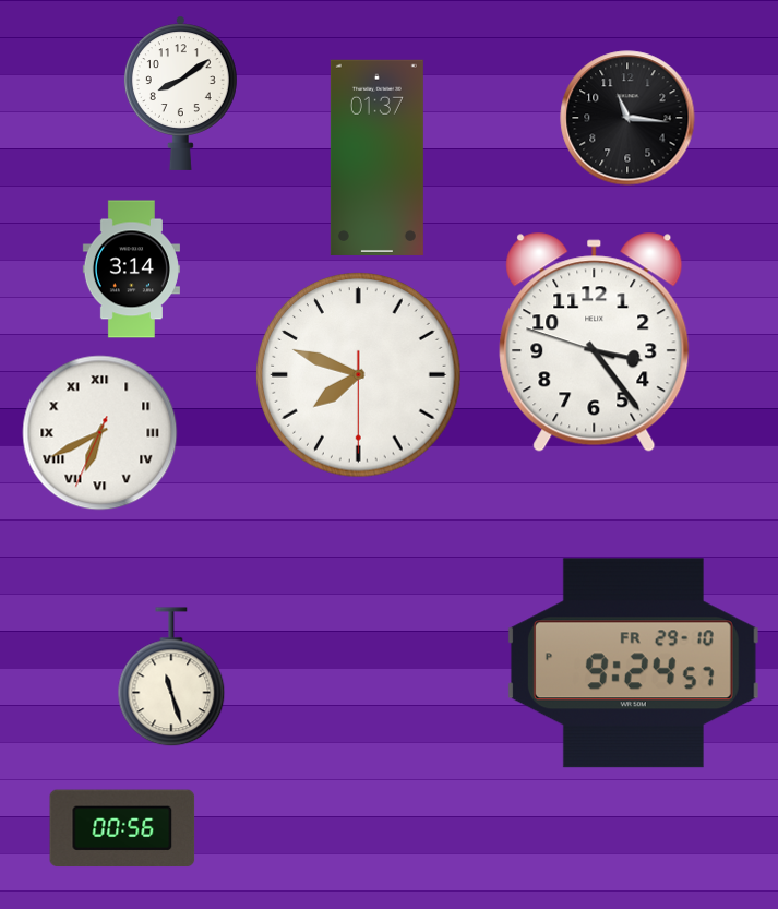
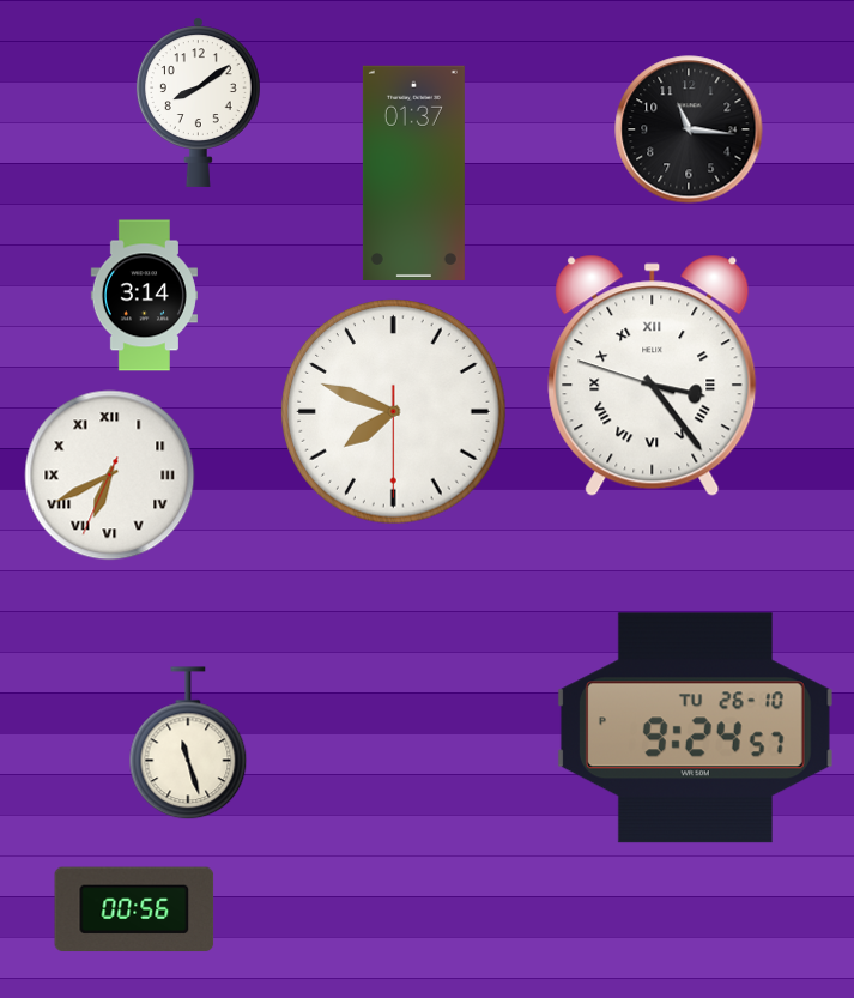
clock at (595, 342) numerals: Arabic -> Roman
clock at (633, 663) date: FR 29-10 -> TU 26-10
